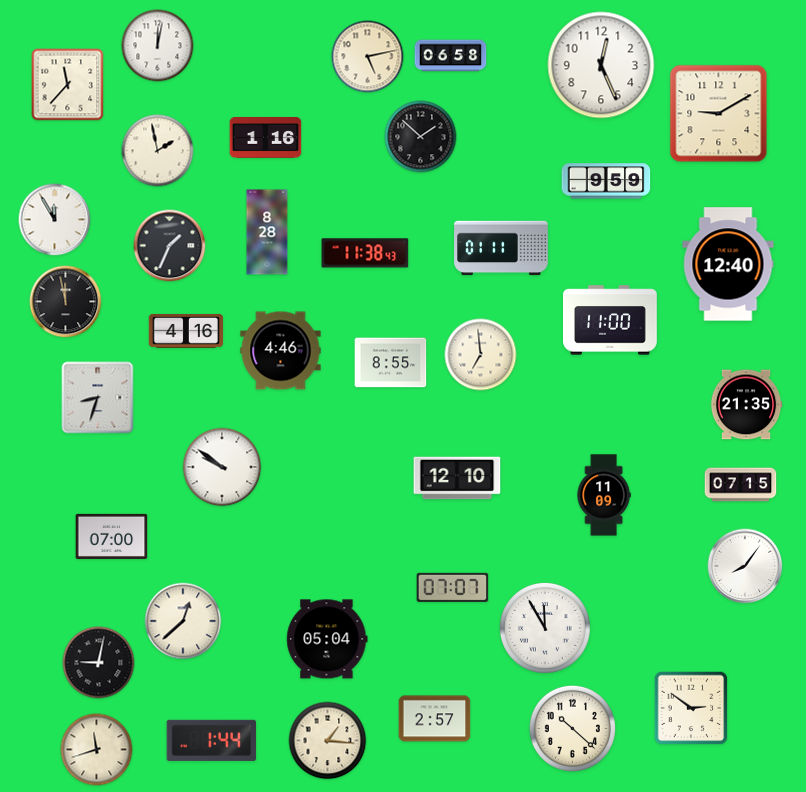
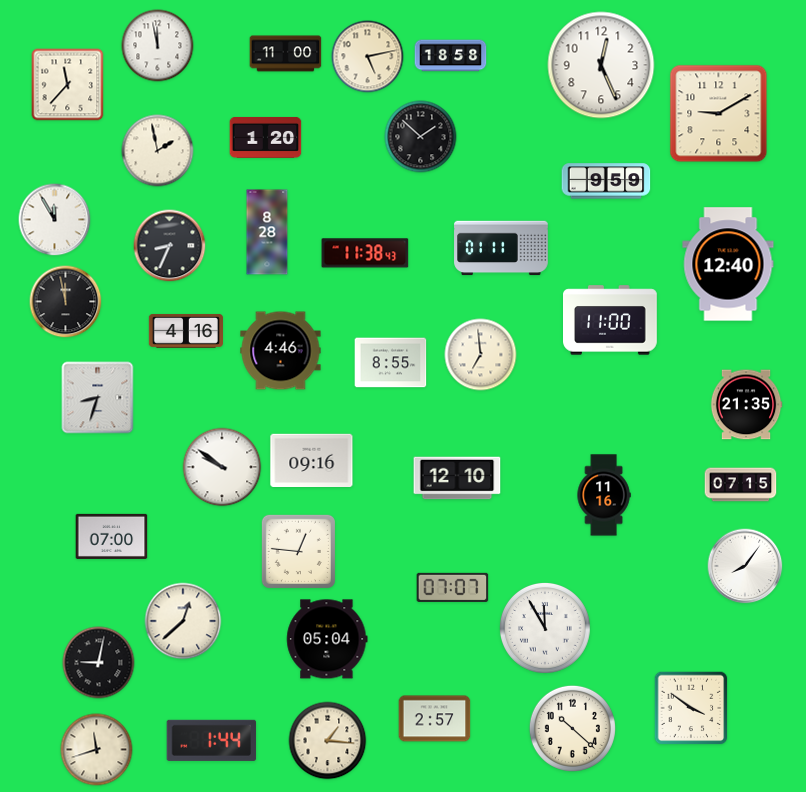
clock at (158, 46): 12:02 -> 11:58
clock at (286, 54): none -> 11:00
clock at (451, 56): 06:58 -> 18:58
clock at (266, 137): 1:16 -> 1:20
clock at (170, 246): 1:34 -> 8:34
clock at (312, 461): none -> 09:16
clock at (604, 495): 11:09 -> 11:16
clock at (298, 551): none -> 12:46
clock at (691, 708): 2:51 -> 3:51
